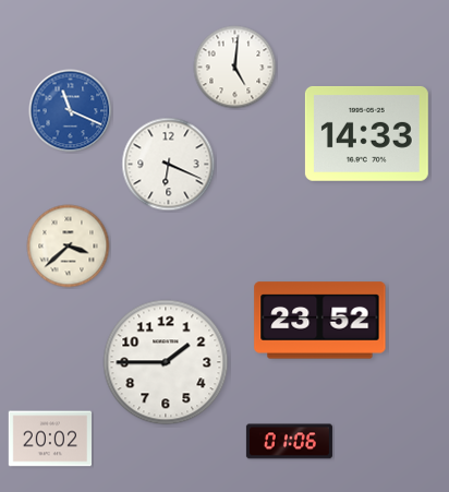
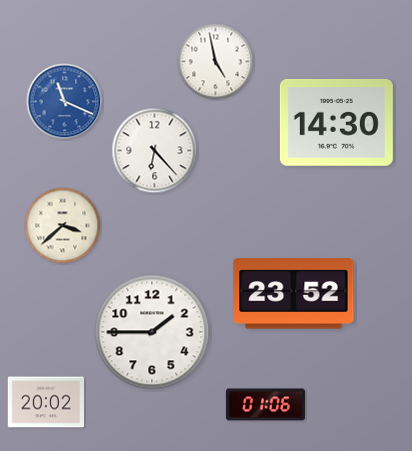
clock at (235, 68): 5:01 -> 4:58
clock at (366, 133): 14:33 -> 14:30
clock at (169, 165): 6:19 -> 6:23
